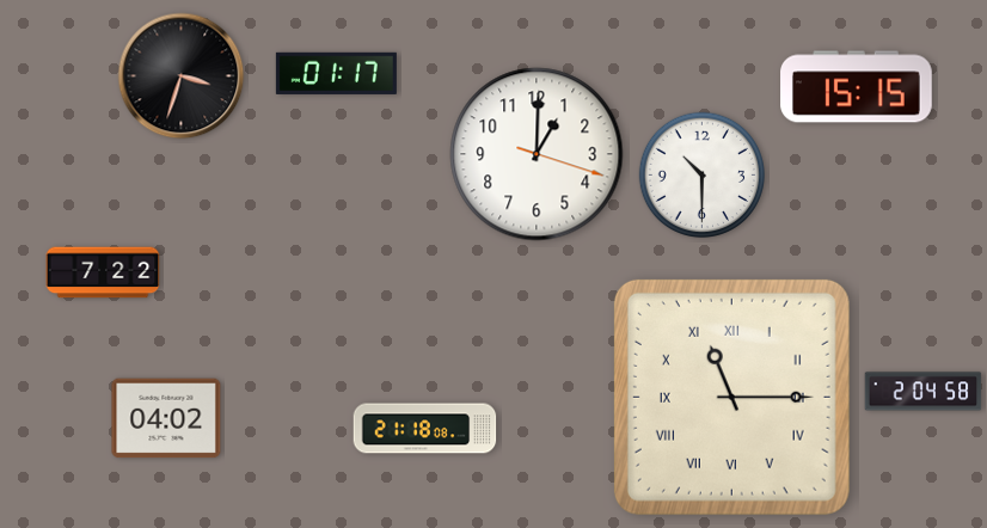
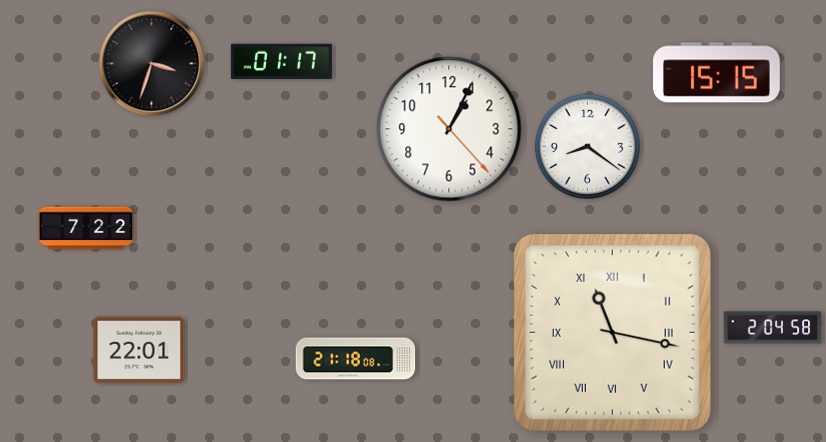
clock at (537, 154): 1:00 -> 1:04
clock at (701, 174): 10:30 -> 8:21
clock at (731, 397): 11:15 -> 11:17
clock at (166, 418): 04:02 -> 22:01
